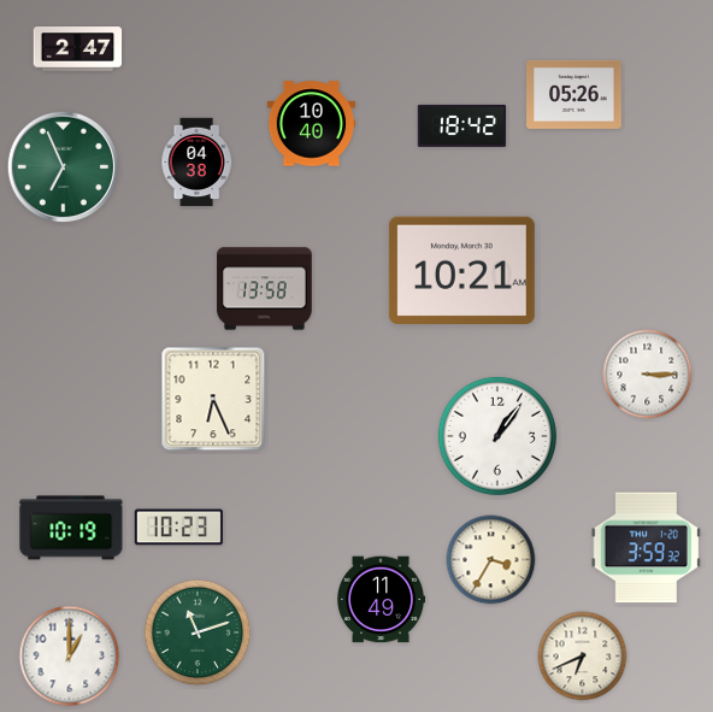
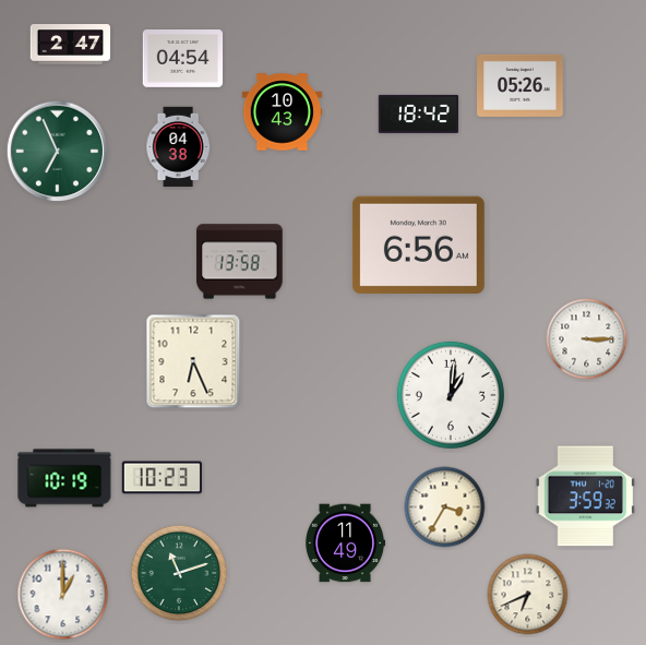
clock at (183, 59): none -> 04:54
clock at (312, 124): 10:40 -> 10:43
clock at (461, 270): 10:21 -> 6:56
clock at (497, 436): 1:06 -> 1:01
